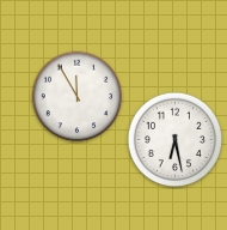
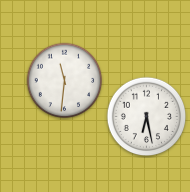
clock at (78, 97): 11:55 -> 11:31
